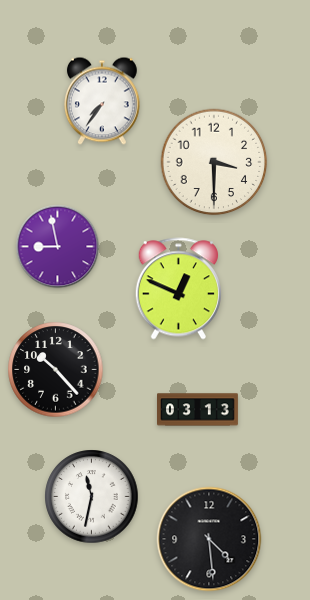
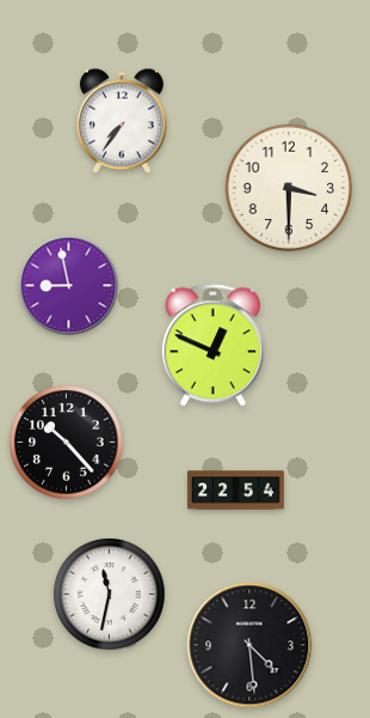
clock at (214, 162) position: (214, 162) -> (289, 188)
clock at (58, 247) position: (58, 247) -> (69, 286)
clock at (198, 410): 03:13 -> 22:54
